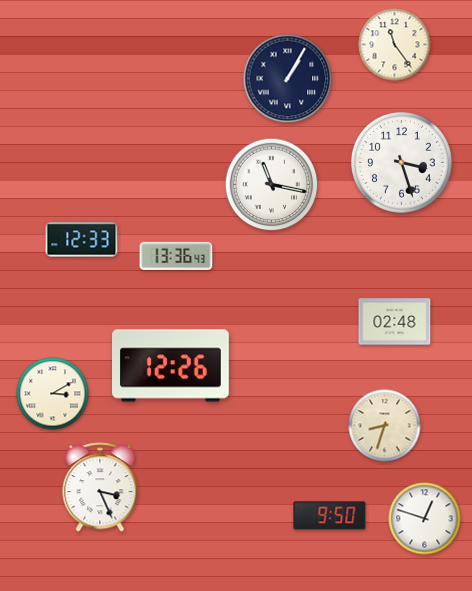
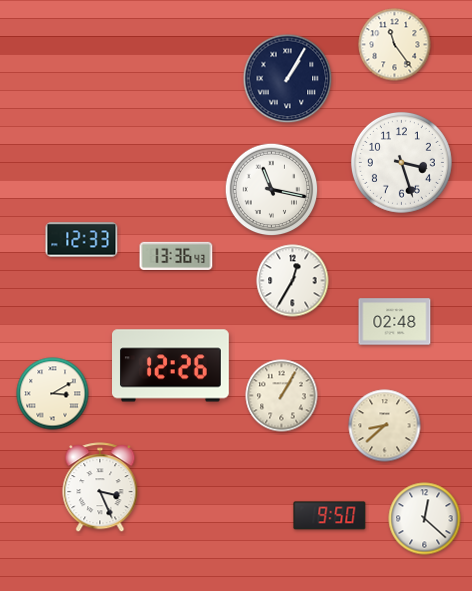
clock at (272, 185) position: (272, 185) -> (272, 190)
clock at (293, 281): none -> 12:35
clock at (282, 396): none -> 1:05
clock at (385, 426): 8:33 -> 8:38
clock at (425, 519): 12:48 -> 12:22
